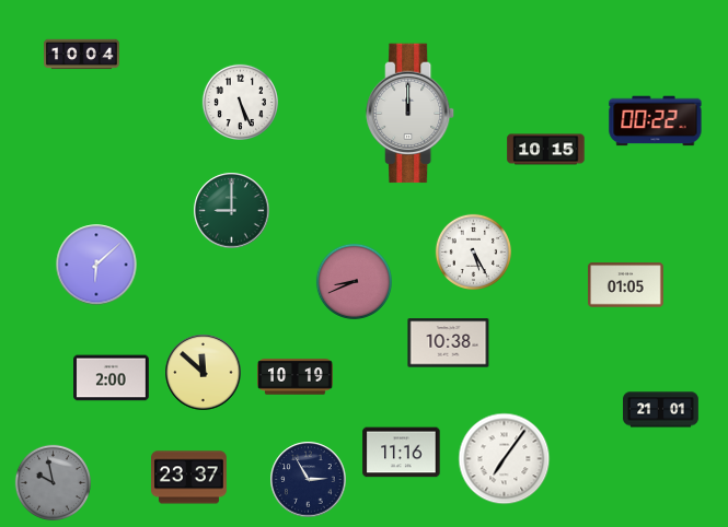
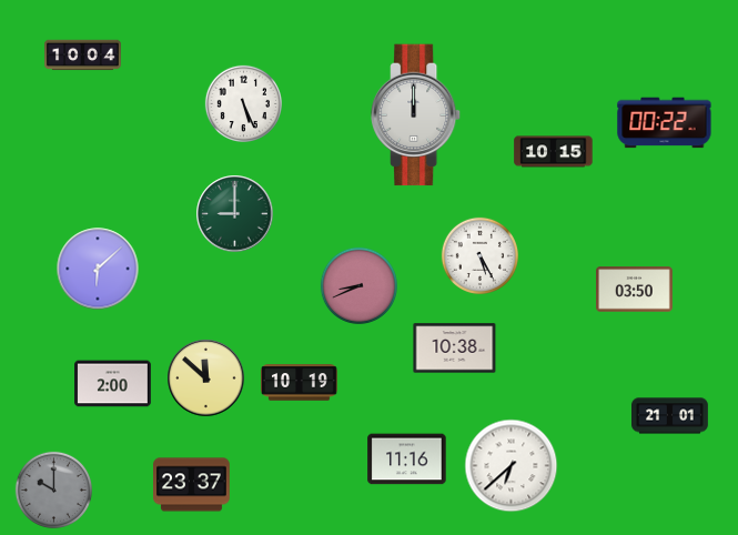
clock at (626, 285): 01:05 -> 03:50
clock at (505, 459): 7:06 -> 6:38
clock at (309, 480): 2:55 -> none
clock at (53, 482): 9:58 -> 10:00
